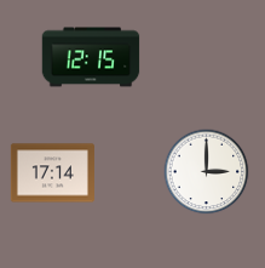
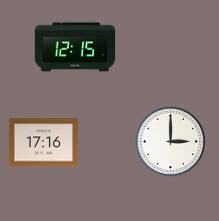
clock at (52, 173): 17:14 -> 17:16
